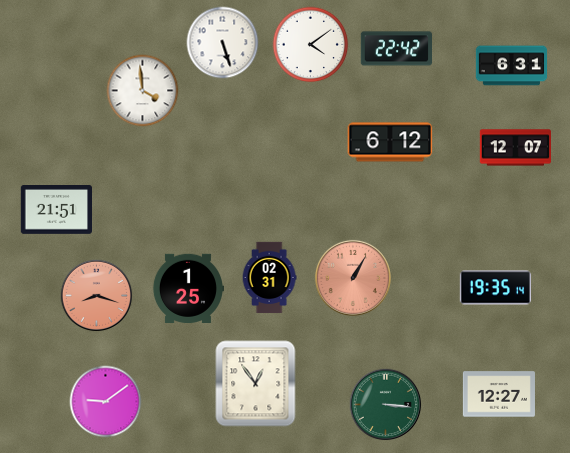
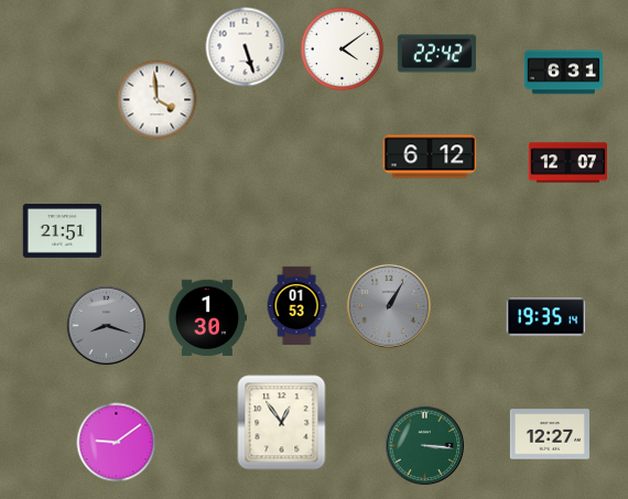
clock at (269, 278): 02:31 -> 01:53
clock at (353, 278) dial: salmon -> grey
clock at (187, 288): 1:25 -> 1:30
clock at (97, 296) dial: salmon -> grey
